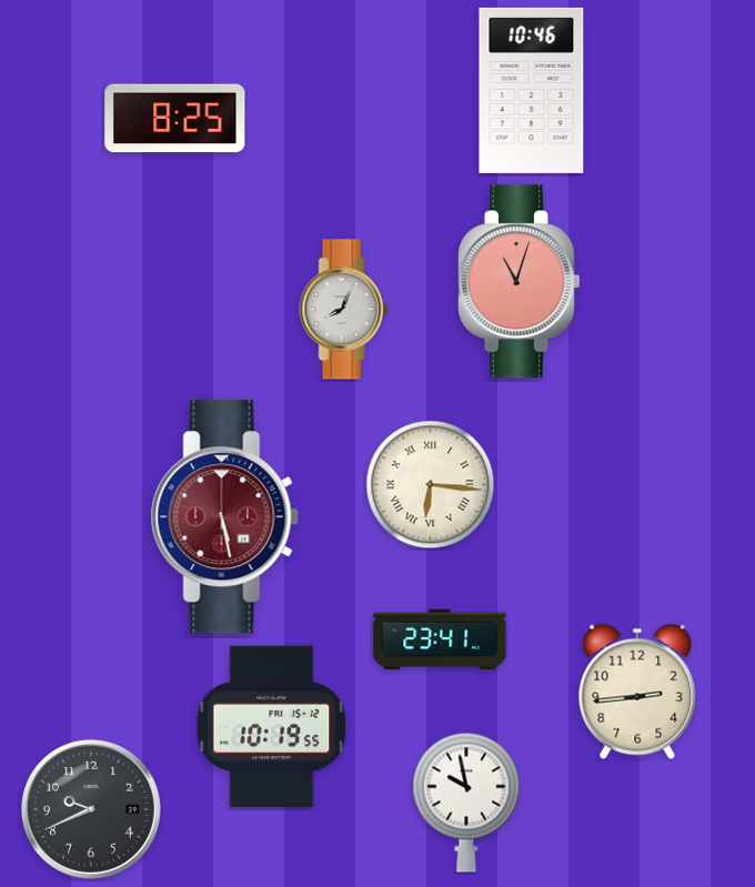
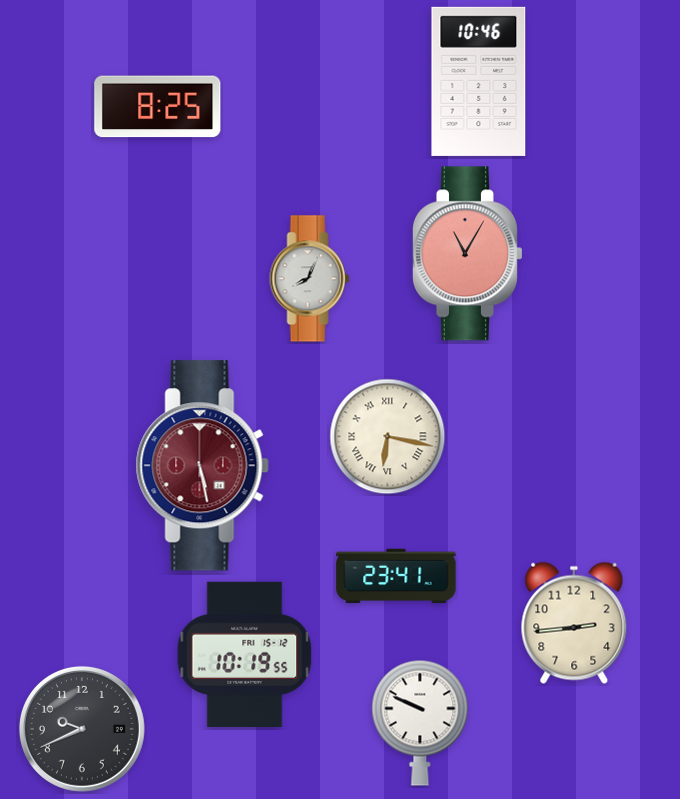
clock at (519, 282): 11:03 -> 11:05
clock at (431, 485): 6:16 -> 6:17
clock at (466, 803): 9:58 -> 9:49
